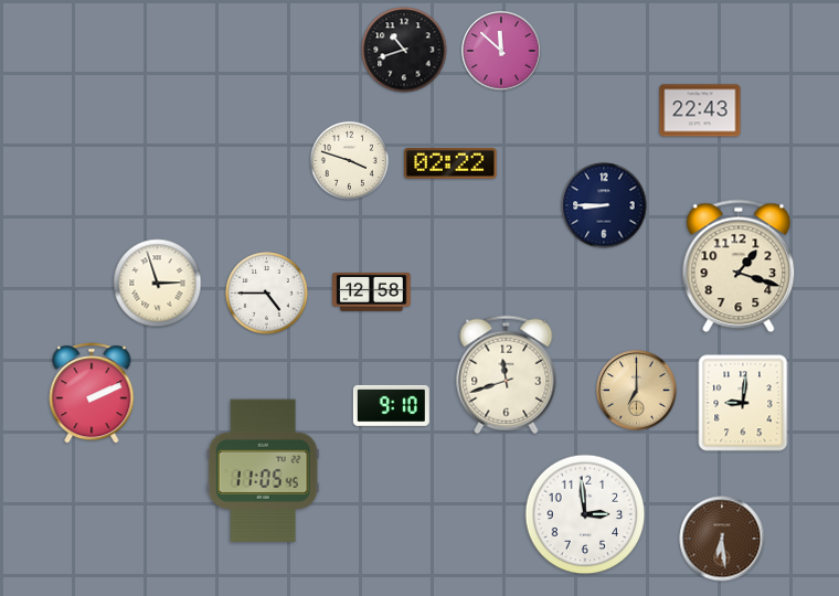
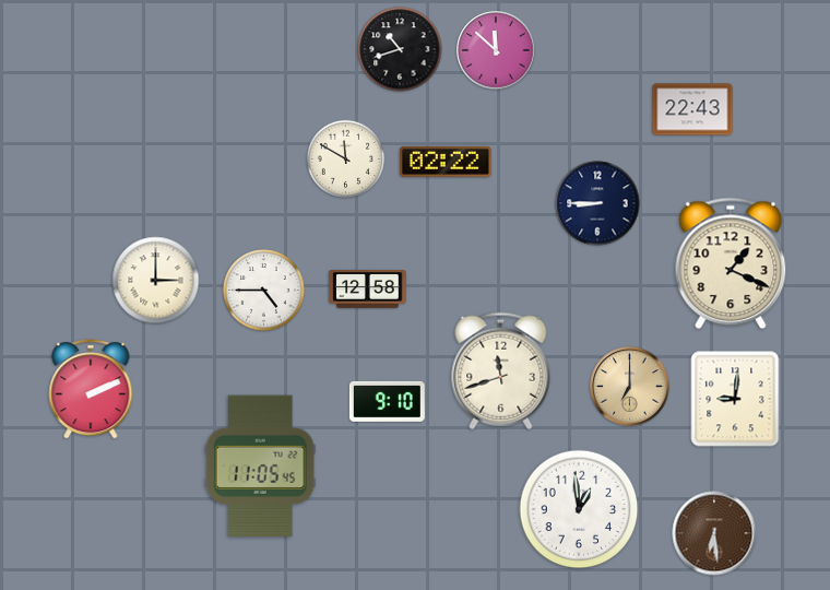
clock at (349, 160): 3:48 -> 11:50
clock at (739, 266): 1:18 -> 1:19
clock at (158, 284): 2:57 -> 3:00
clock at (585, 514): 2:59 -> 12:59
